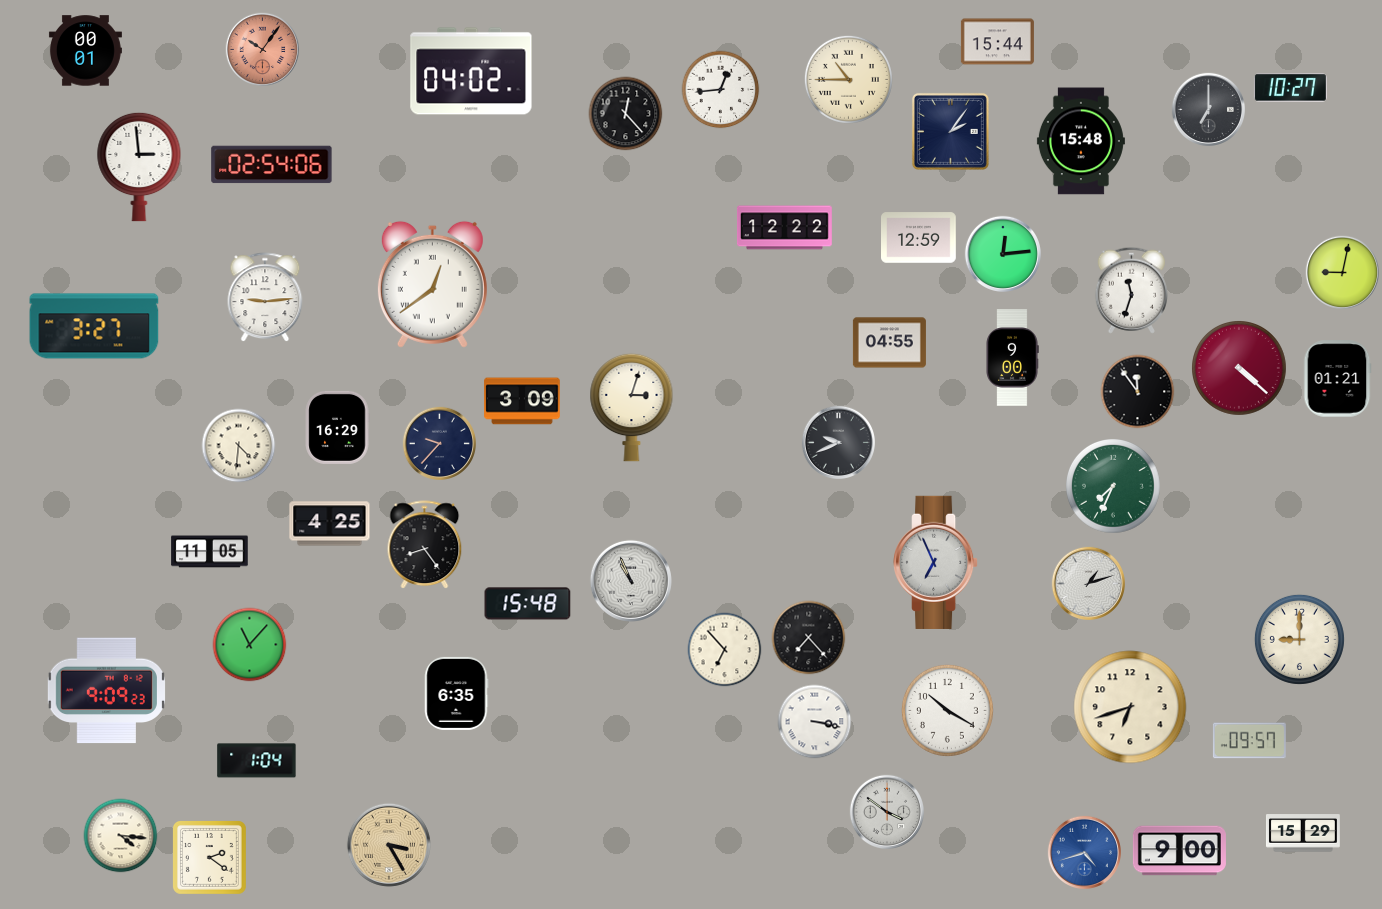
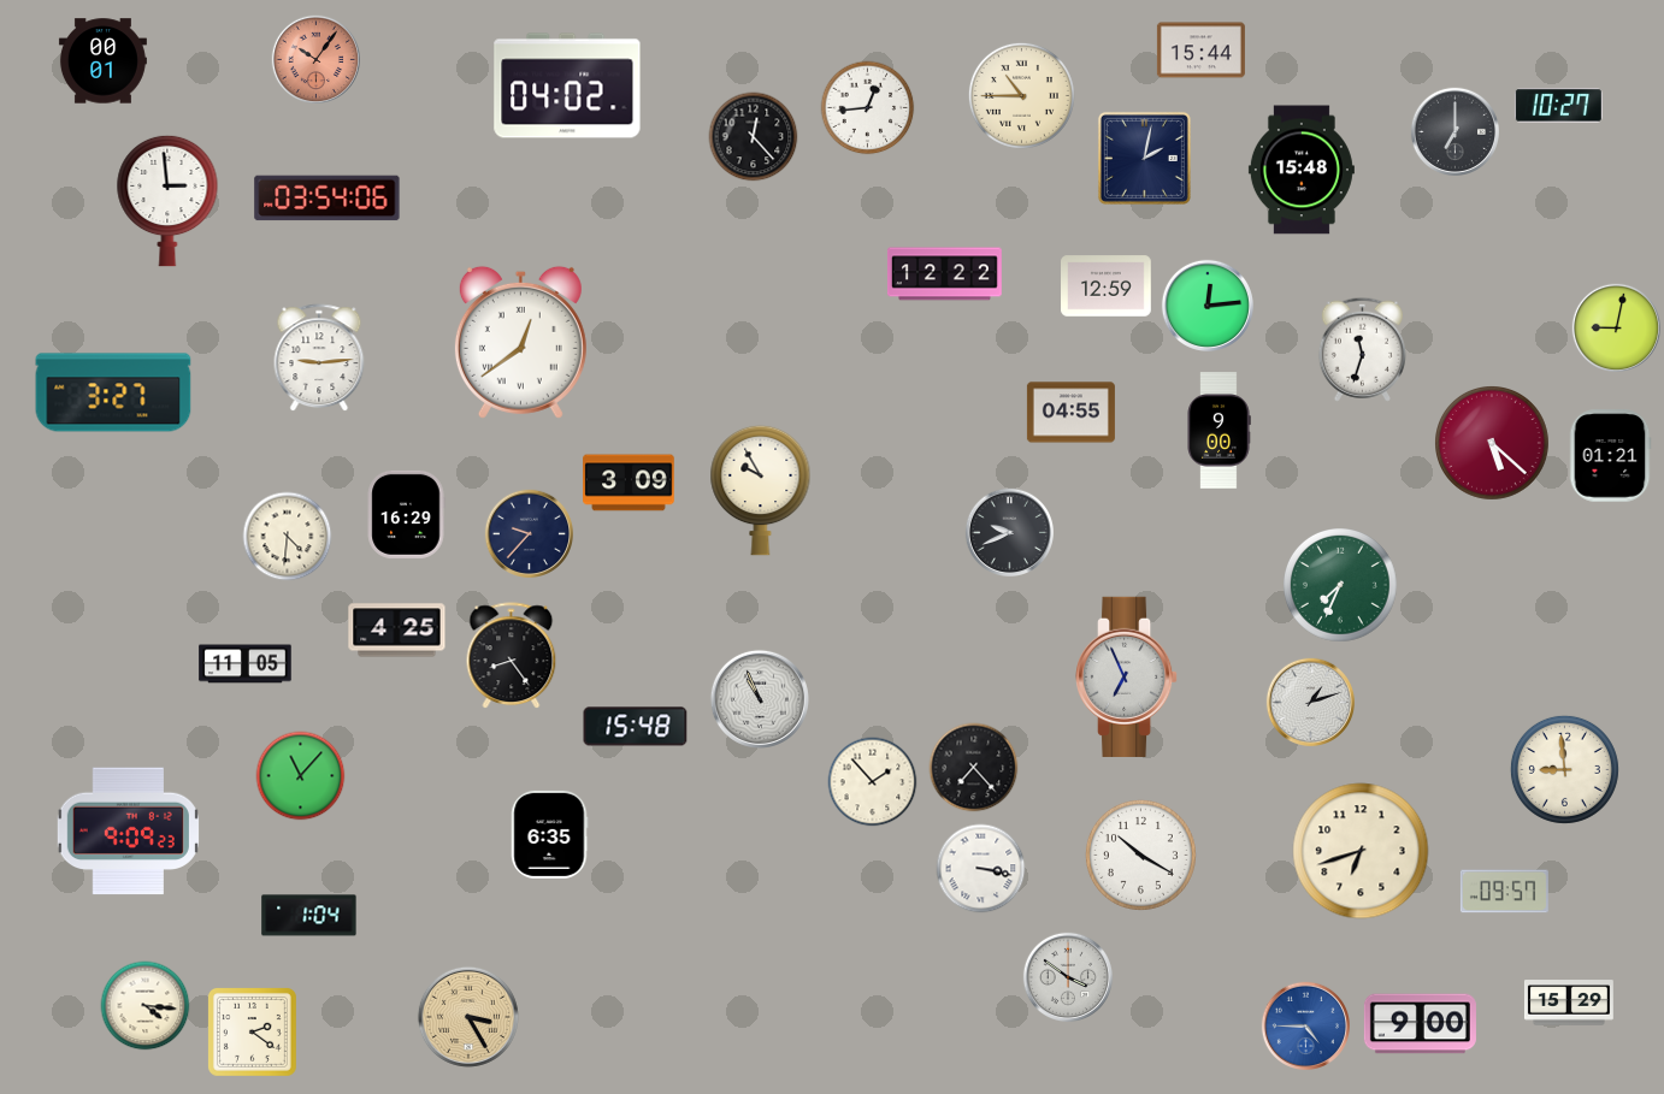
clock at (1290, 88) position: (1290, 88) -> (1558, 106)
clock at (950, 131): 2:06 -> 2:02
clock at (272, 165): 02:54 -> 03:54
clock at (1240, 369): 4:22 -> 5:22
clock at (1138, 392): 11:54 -> none
clock at (632, 407): 3:03 -> 9:55
clock at (210, 552) position: (210, 552) -> (246, 664)
clock at (1299, 639): 9:00 -> 8:59
clock at (725, 650): 6:53 -> 1:53
clock at (1084, 852): 4:42 -> 4:45
